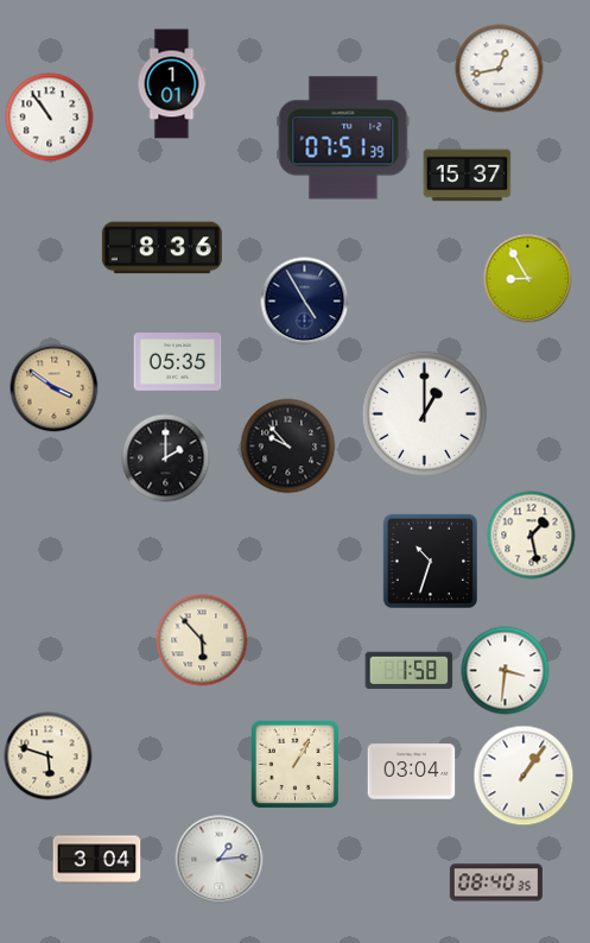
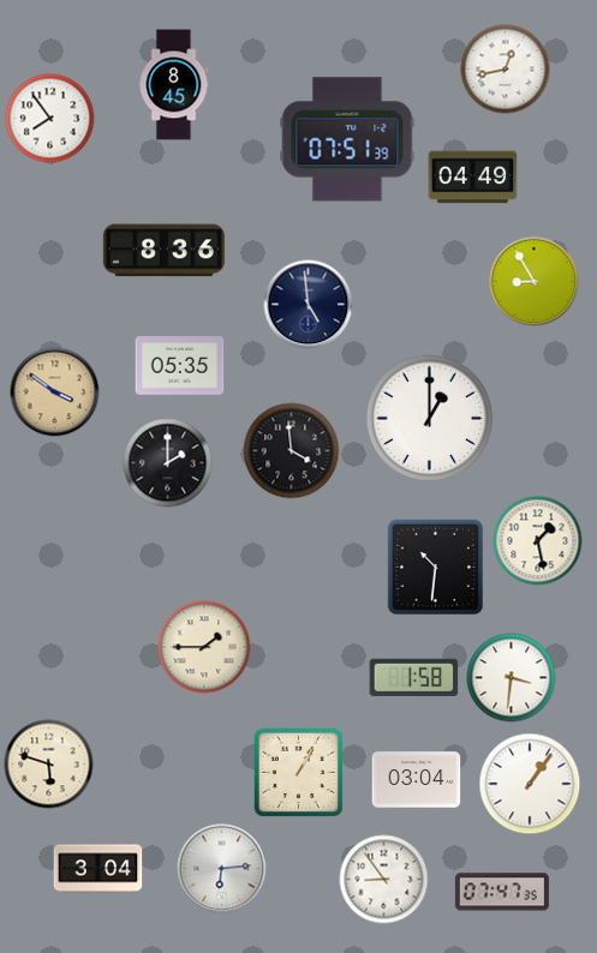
clock at (172, 84): 1:01 -> 8:45
clock at (50, 118): 10:54 -> 7:54
clock at (468, 176): 15:37 -> 04:49
clock at (305, 302): 4:55 -> 4:59
clock at (288, 447): 9:53 -> 3:59
clock at (430, 561): 10:33 -> 10:31
clock at (202, 640): 5:53 -> 1:45
clock at (220, 860): 1:14 -> 6:14
clock at (384, 880): none -> 8:54
clock at (496, 882): 08:40 -> 07:47
